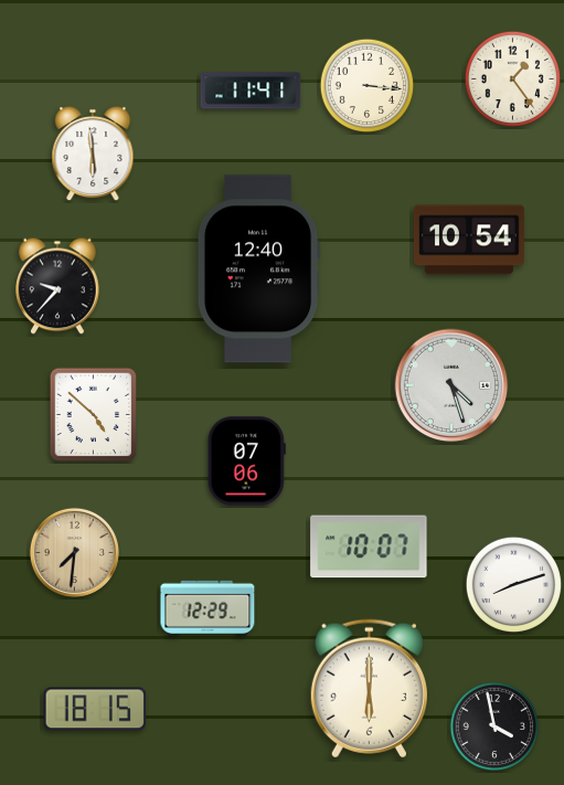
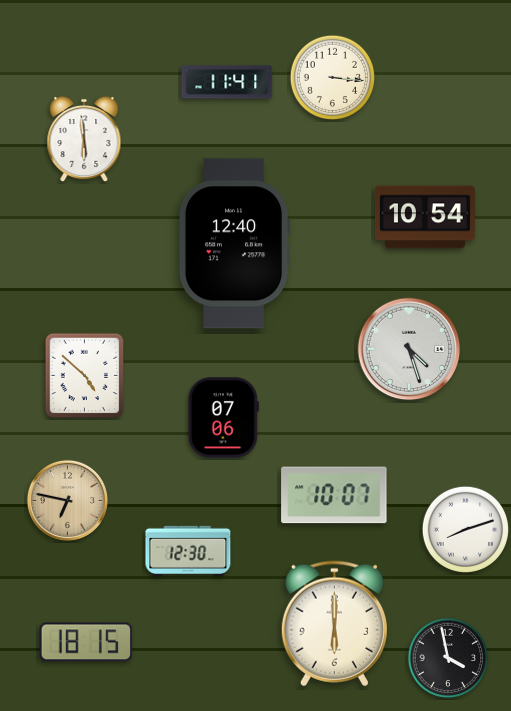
clock at (513, 79): 1:24 -> none
clock at (58, 286): 9:37 -> none
clock at (74, 552): 7:31 -> 6:47
clock at (207, 608): 12:29 -> 12:30
